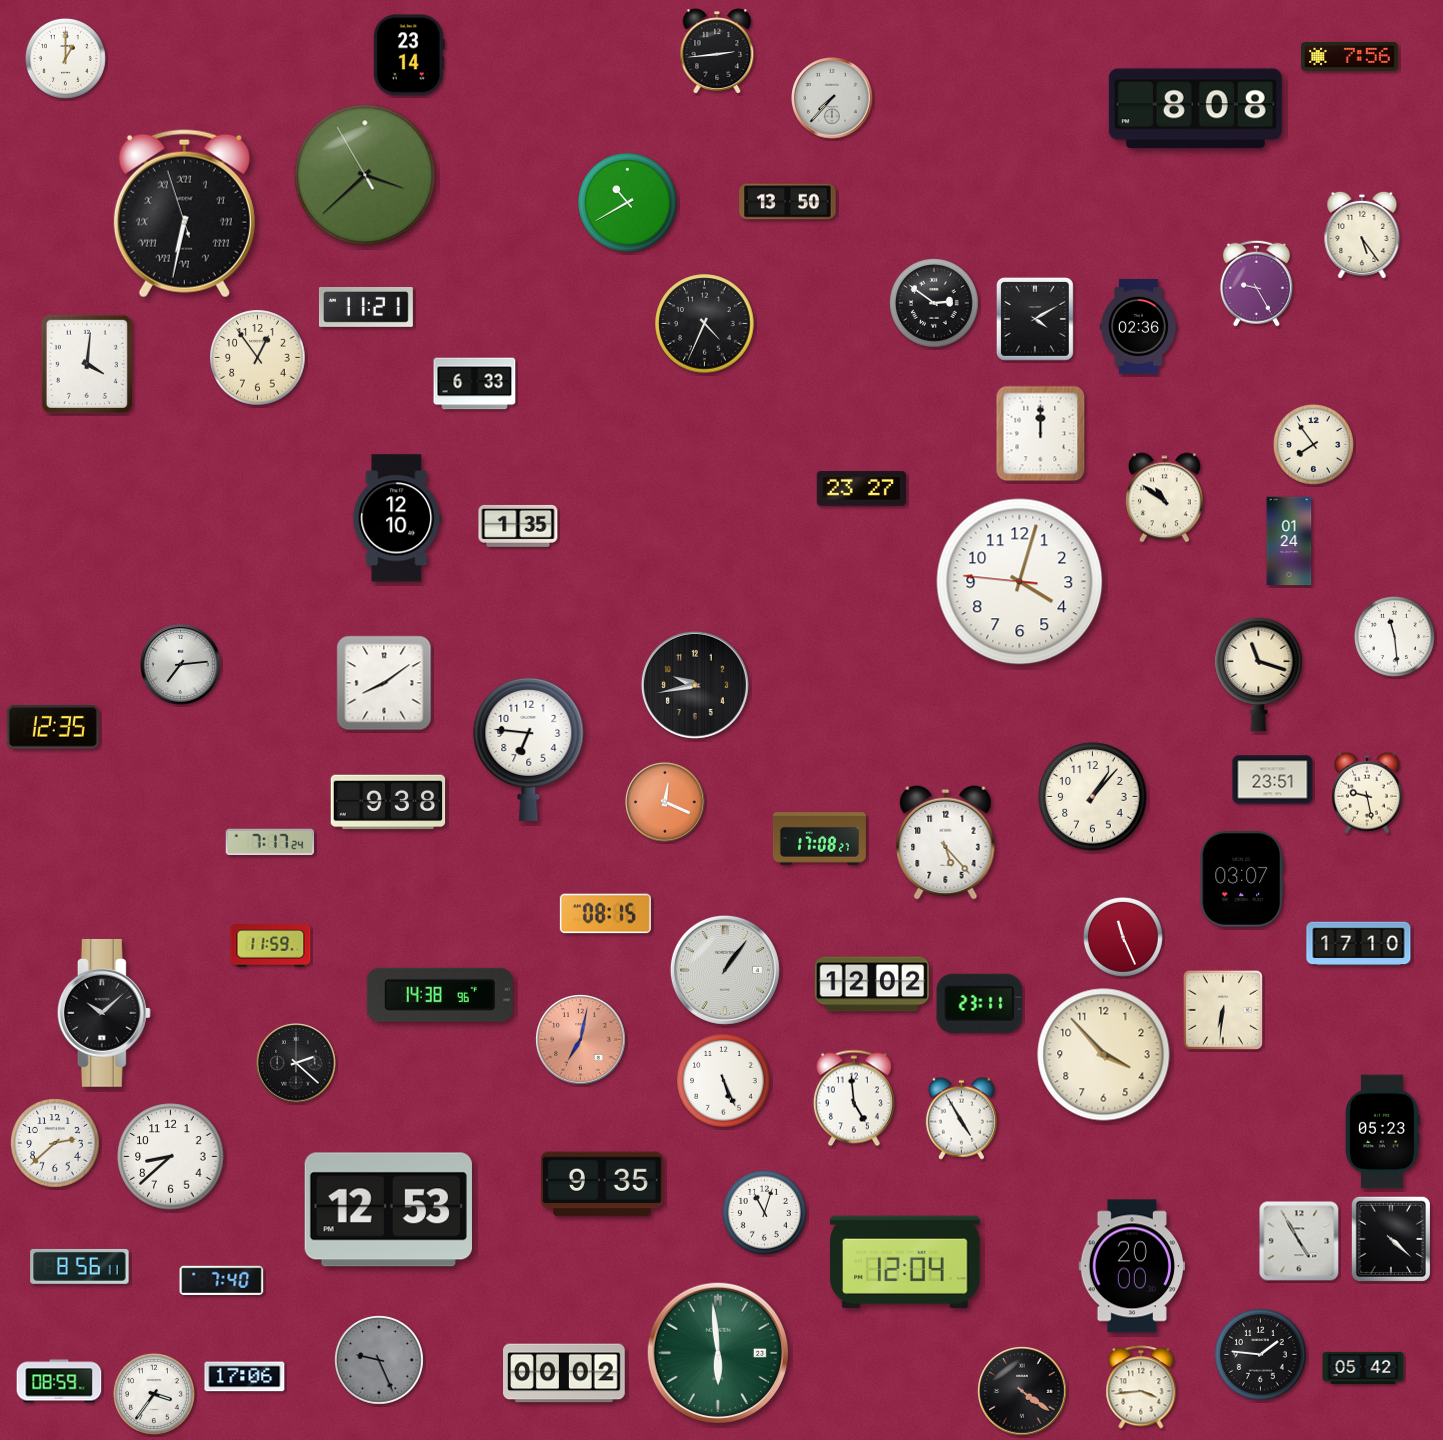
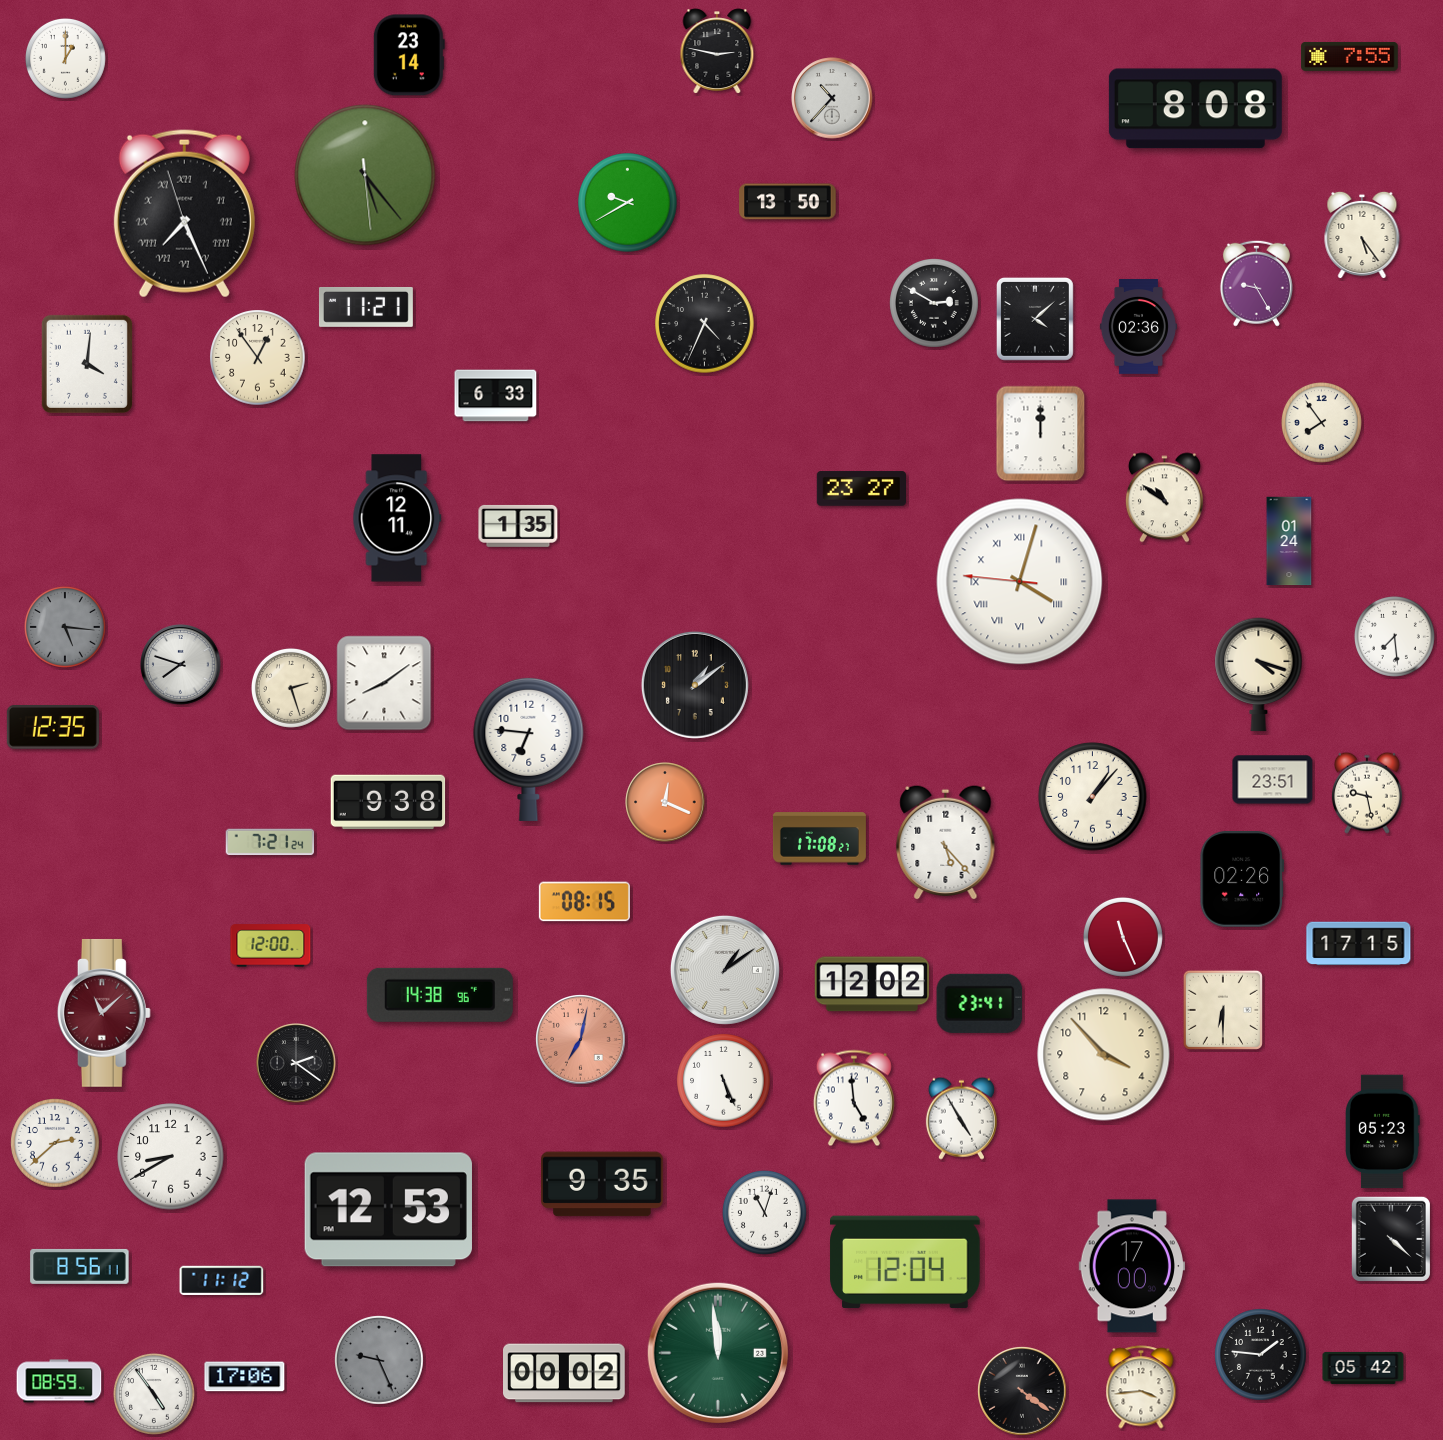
clock at (717, 51): 2:44 -> 2:47
clock at (1350, 56): 7:56 -> 7:55
clock at (832, 98): 7:37 -> 10:37
clock at (365, 175): 3:37 -> 5:23
clock at (628, 203): 10:40 -> 9:40
clock at (184, 214): 6:31 -> 7:25
clock at (935, 304): 2:51 -> 2:50
clock at (1035, 319): 4:10 -> 4:08
clock at (475, 384) position: (475, 384) -> (496, 396)
clock at (1313, 444) position: (1313, 444) -> (1321, 422)
clock at (397, 518): 12:10 -> 12:11
clock at (1020, 582) numerals: Arabic -> Roman
clock at (65, 627): none -> 5:16
clock at (1394, 636): 11:29 -> 7:29
clock at (181, 665): 7:14 -> 7:48
clock at (1259, 675): 11:18 -> 4:18
clock at (695, 685): 9:43 -> 1:09
clock at (291, 688): none -> 2:27
clock at (270, 842): 7:17 -> 7:21
clock at (1242, 880): 03:07 -> 02:26
clock at (605, 914) position: (605, 914) -> (584, 902)
clock at (1359, 944): 17:10 -> 17:15
clock at (271, 946): 11:59 -> 12:00
clock at (725, 970): 1:06 -> 1:09
clock at (980, 1003): 23:11 -> 23:41
clock at (1223, 1010): 6:31 -> 6:30
clock at (104, 1013): 10:08 -> 11:08
clock at (104, 1013) dial: black -> burgundy
clock at (296, 1063): 2:22 -> 2:21
clock at (171, 1157): 8:38 -> 8:40
clock at (1299, 1241): 4:55 -> none
clock at (1131, 1266): 20:00 -> 17:00
clock at (222, 1280): 7:40 -> 11:12
clock at (718, 1353): 5:59 -> 11:59
clock at (154, 1394): 3:36 -> 4:54
